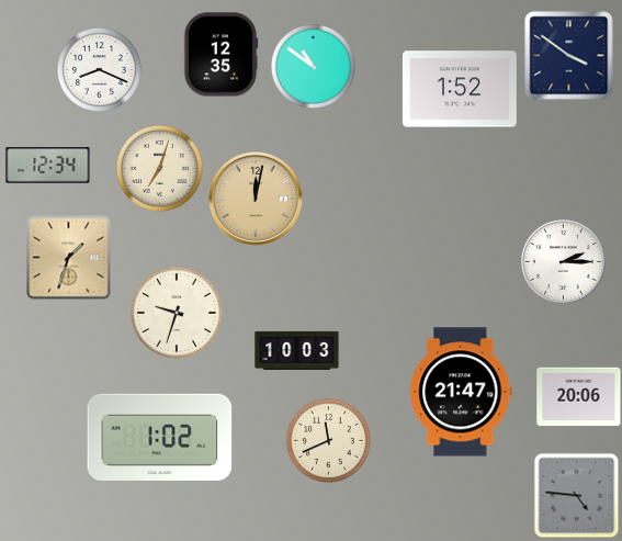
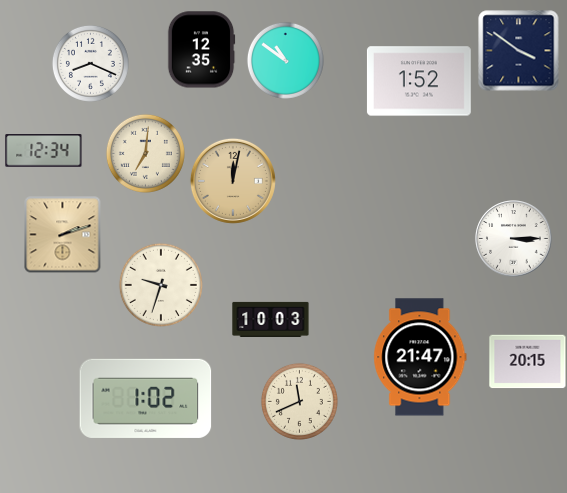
clock at (159, 168): 7:03 -> 7:01
clock at (69, 258): 1:33 -> 2:12
clock at (564, 262): 2:15 -> 3:15
clock at (579, 397): 20:06 -> 20:15
clock at (576, 495): 4:46 -> none
